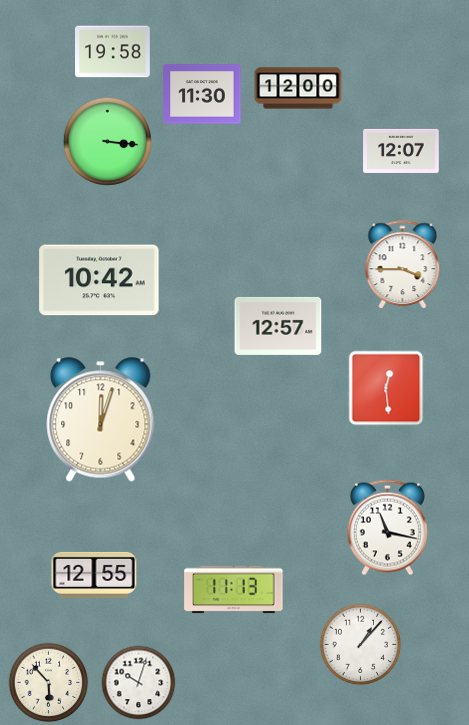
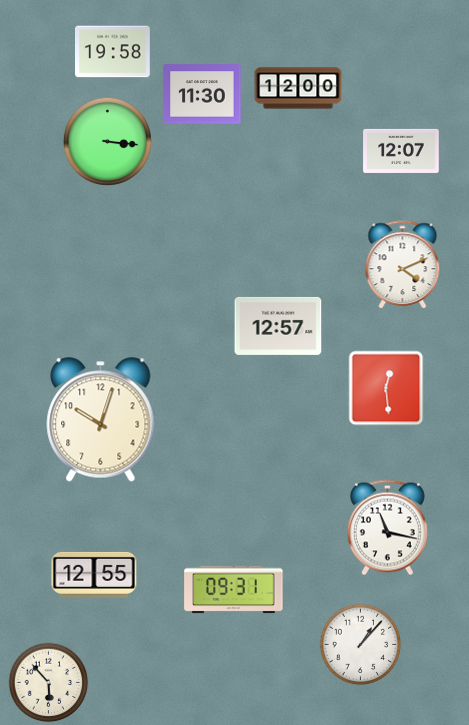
clock at (403, 265): 3:45 -> 4:11
clock at (99, 280): 10:42 -> none
clock at (101, 420): 12:03 -> 10:03
clock at (234, 590): 11:13 -> 09:31
clock at (139, 683): 10:03 -> none
